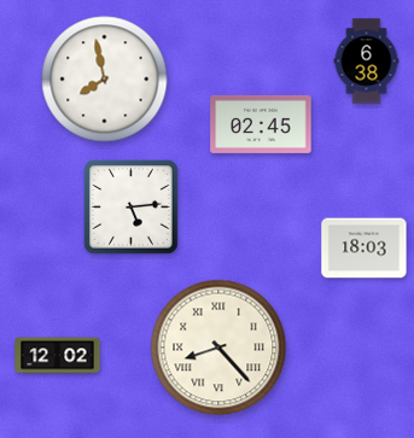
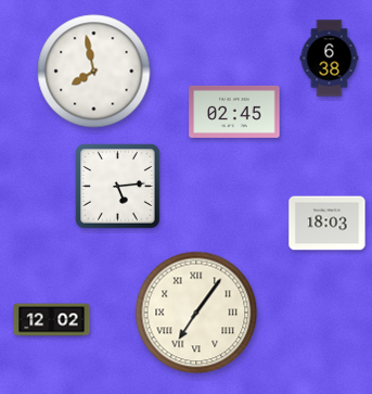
clock at (367, 62) position: (367, 62) -> (330, 59)
clock at (218, 348): 8:23 -> 7:06
